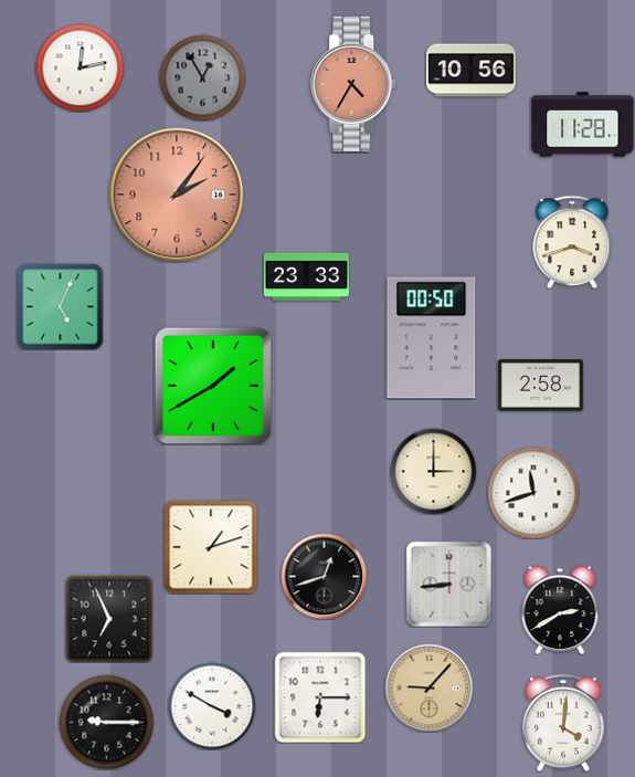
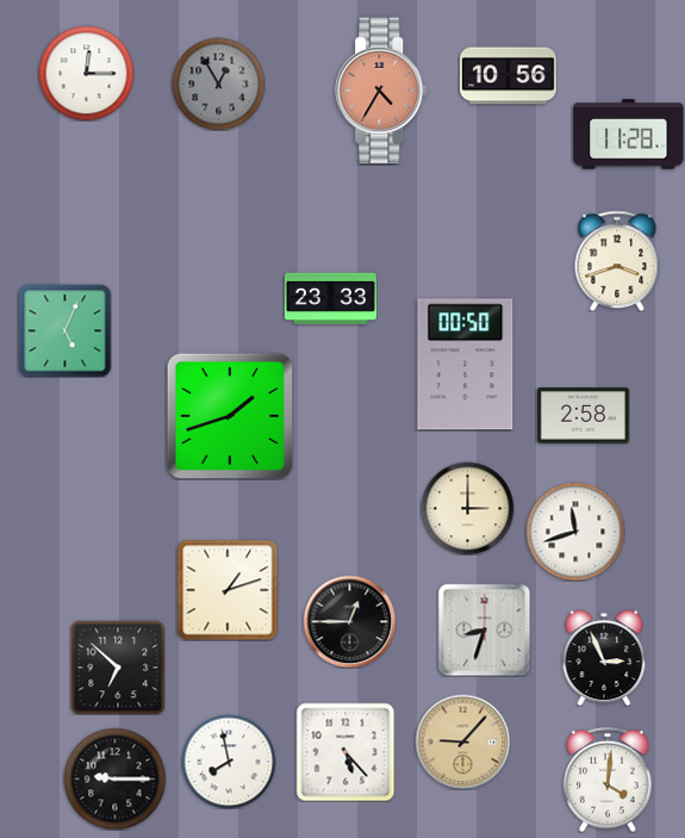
clock at (80, 67): 12:13 -> 12:15
clock at (177, 195): 2:06 -> none
clock at (213, 386): 1:40 -> 1:42
clock at (324, 576): 12:42 -> 12:45
clock at (448, 584): 8:44 -> 8:33
clock at (560, 610): 2:40 -> 2:56
clock at (109, 619): 6:56 -> 6:52
clock at (320, 697): 6:15 -> 5:23
clock at (212, 706): 3:50 -> 7:58
